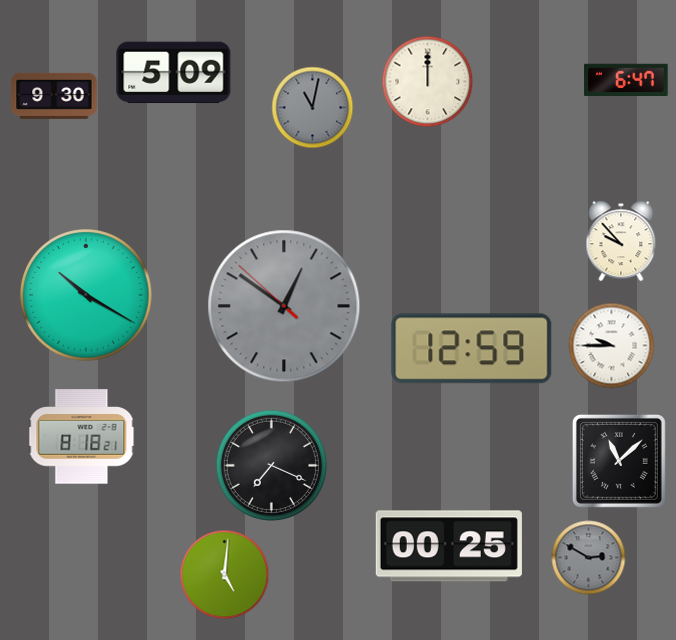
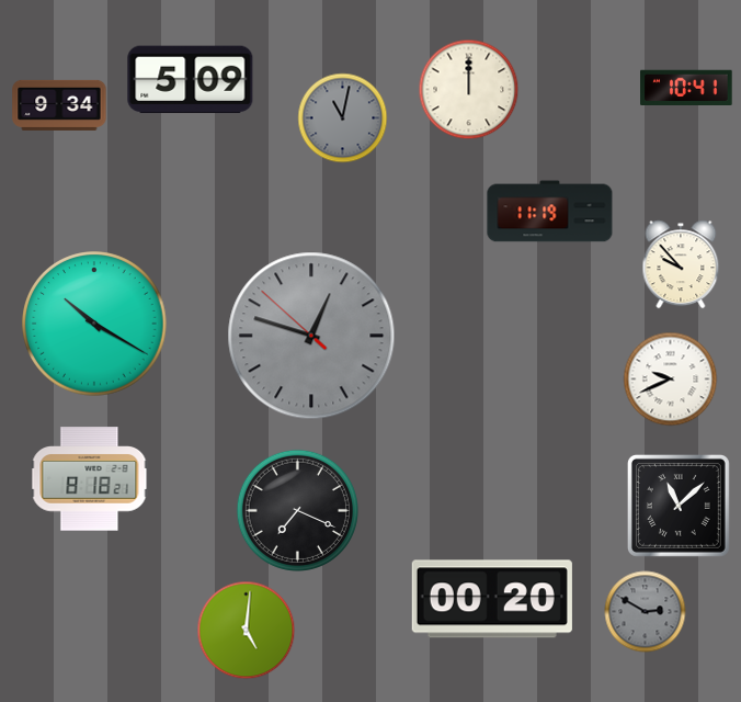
clock at (626, 79): 6:47 -> 10:41
clock at (54, 96): 9:30 -> 9:34
clock at (550, 212): none -> 11:19
clock at (284, 306): 12:50 -> 12:47
clock at (612, 346): 9:45 -> 9:41
clock at (472, 349): 12:59 -> none
clock at (449, 546): 00:25 -> 00:20
